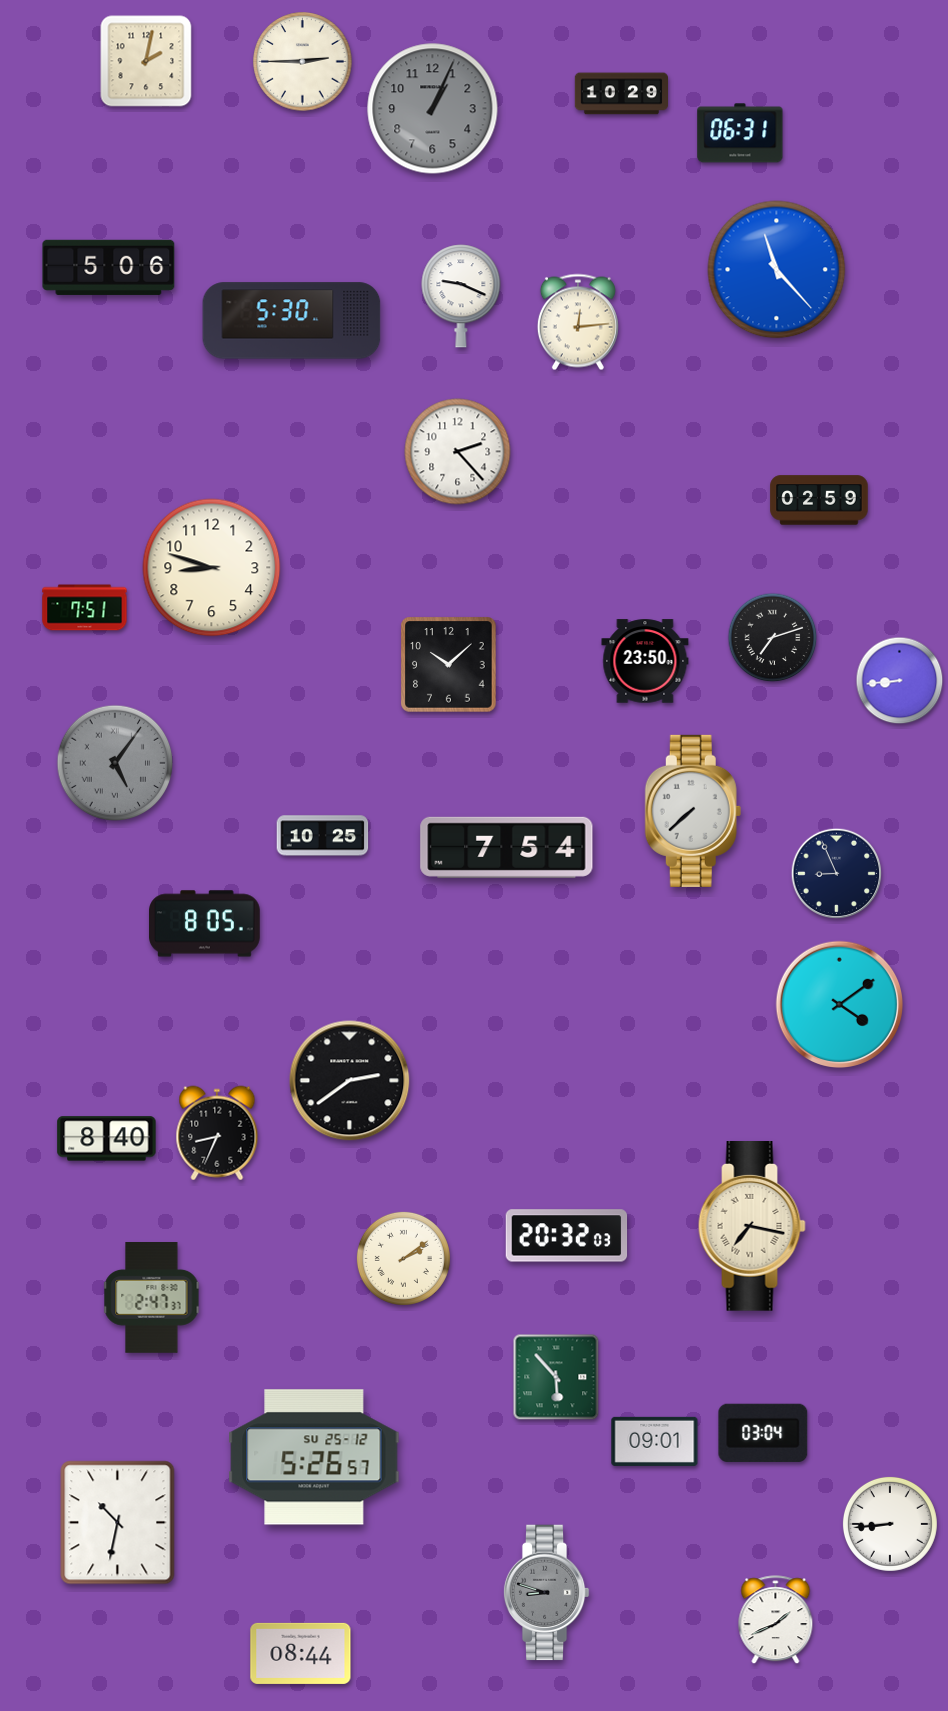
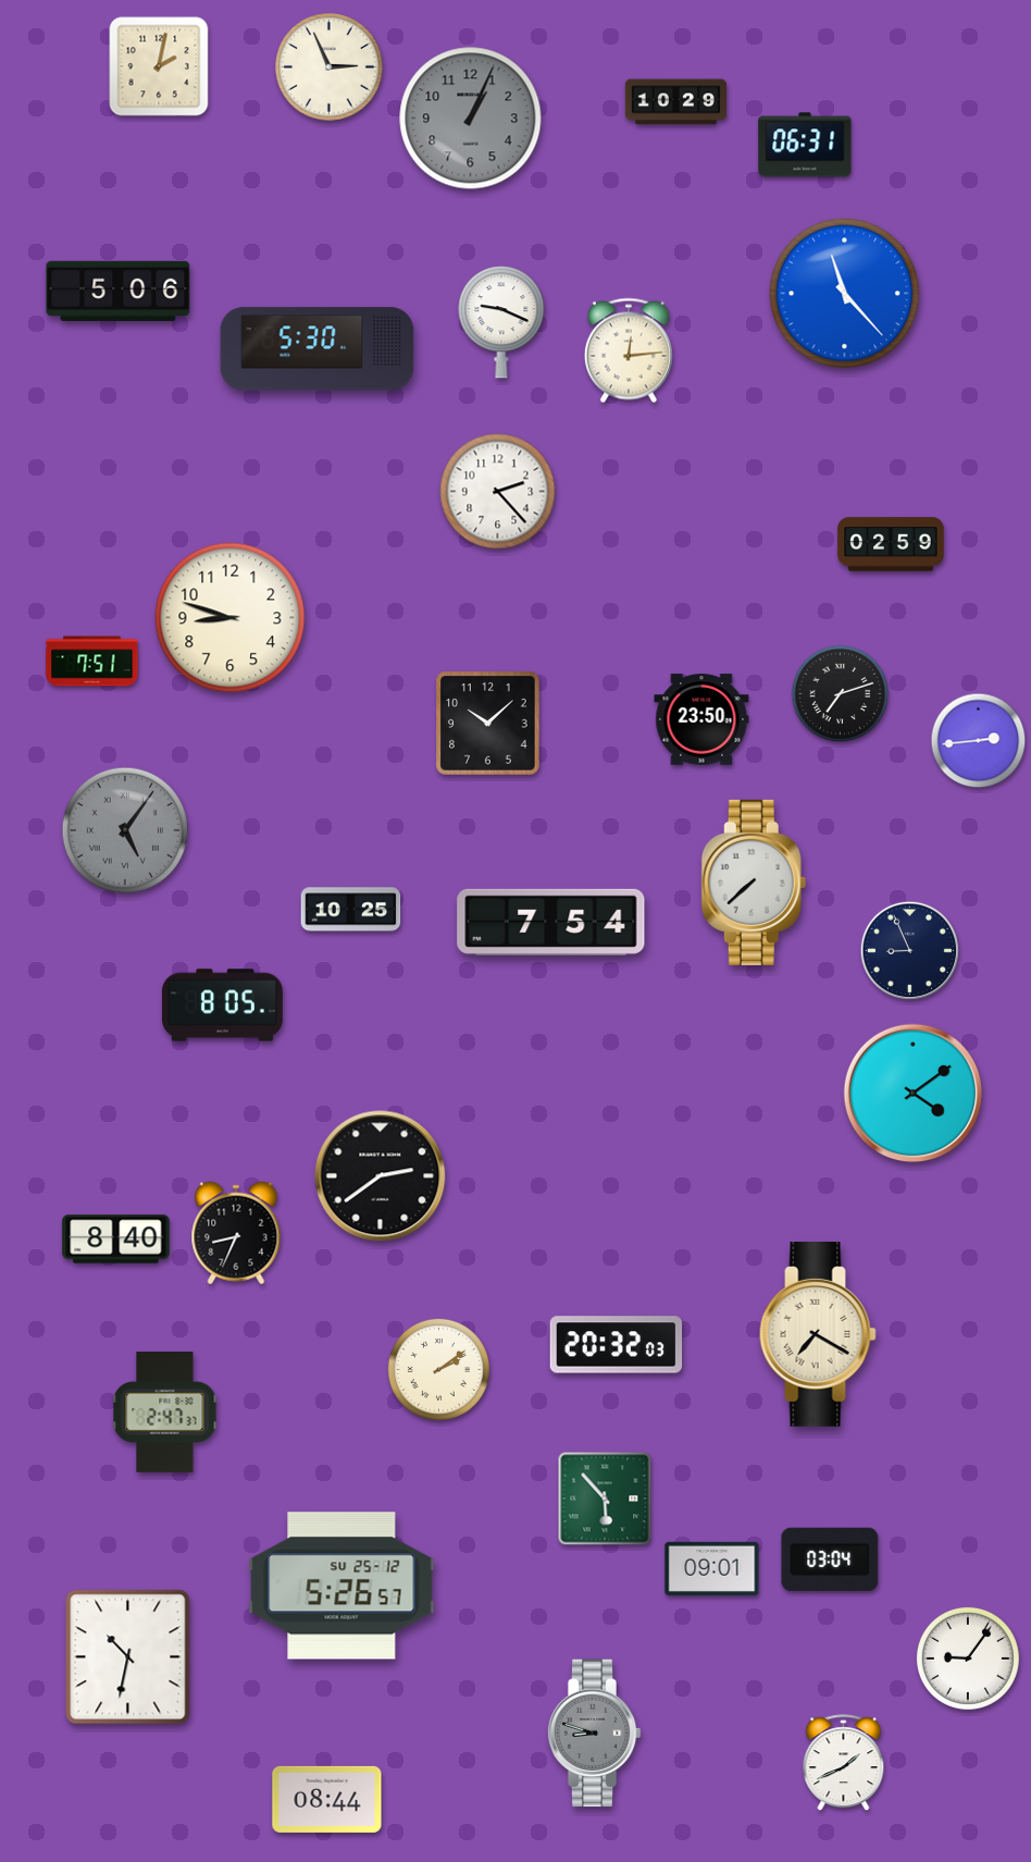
clock at (303, 62): 2:45 -> 2:56
clock at (900, 681): 8:44 -> 2:44
clock at (752, 1227): 7:17 -> 7:20
clock at (890, 1524): 8:44 -> 9:06
